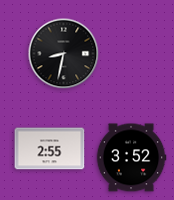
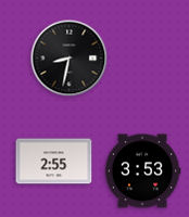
clock at (131, 158): 3:52 -> 3:53
